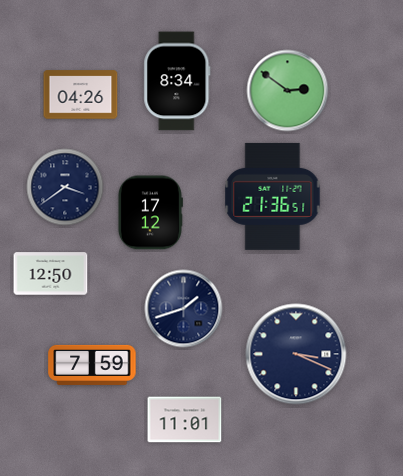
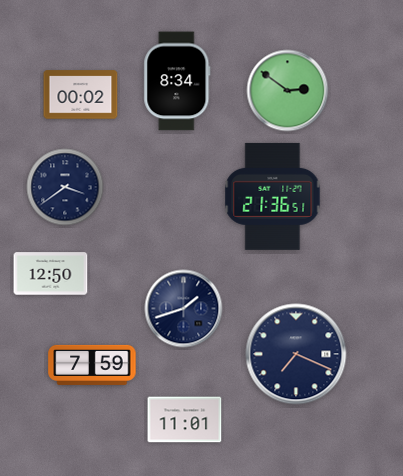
clock at (81, 95): 04:26 -> 00:02
clock at (150, 213): 17:12 -> none
clock at (296, 354): 3:19 -> 7:19
